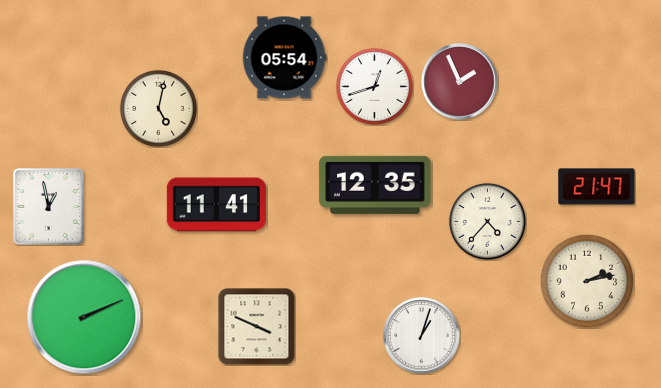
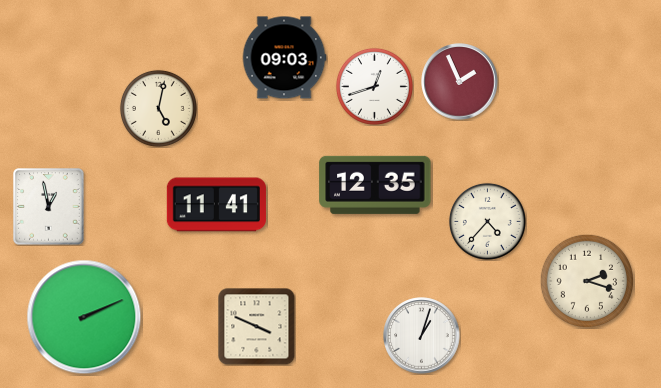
clock at (284, 58): 05:54 -> 09:03
clock at (597, 187): 21:47 -> none
clock at (586, 280): 2:13 -> 2:18
